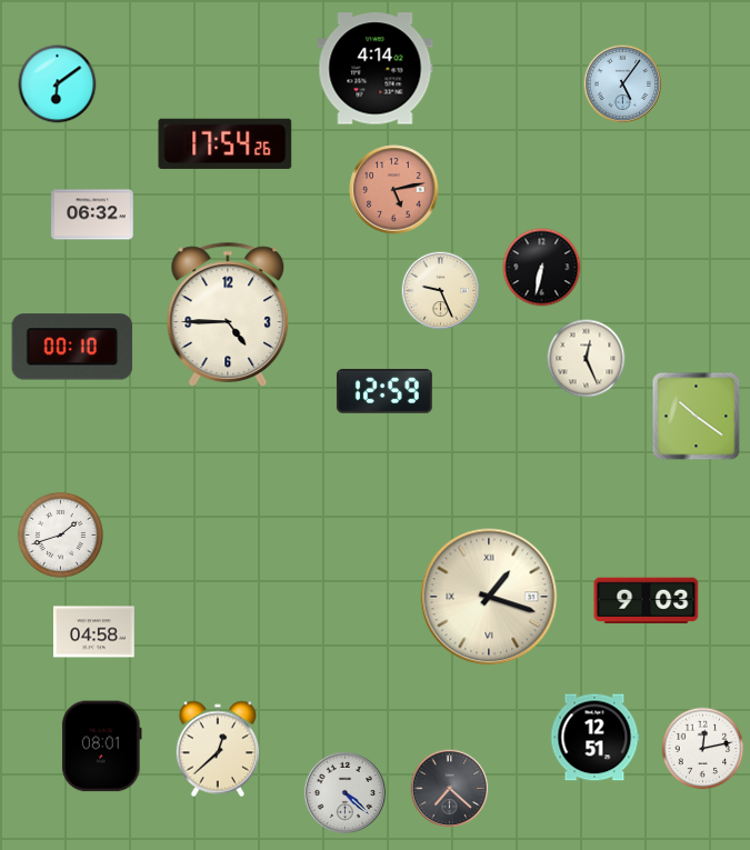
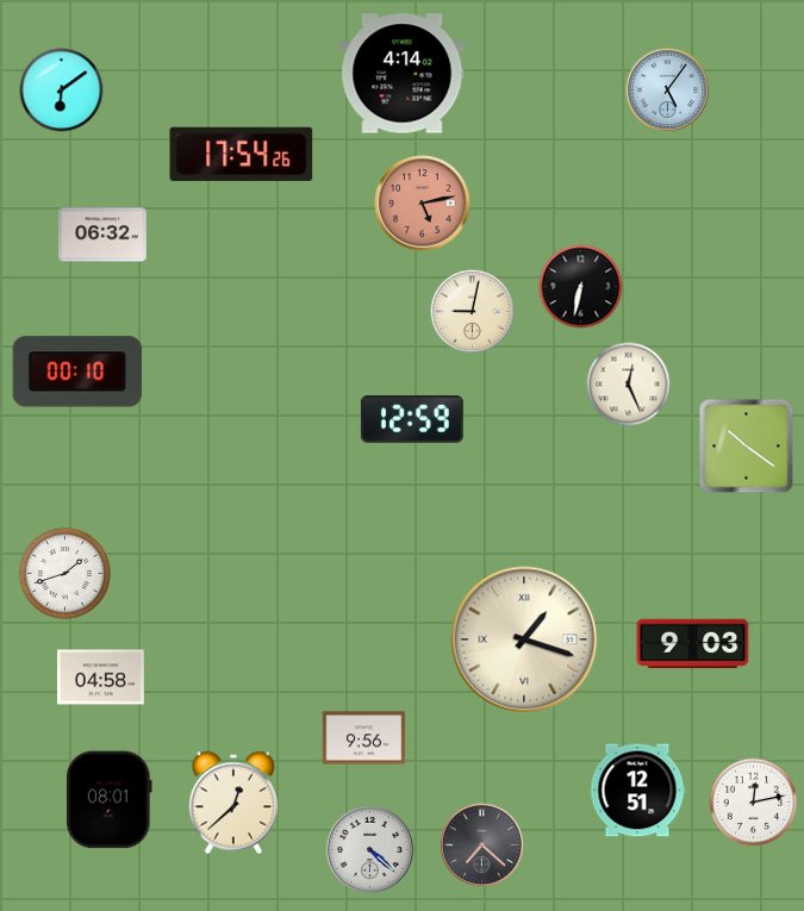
clock at (92, 214) position: (92, 214) -> (102, 235)
clock at (441, 291): 9:26 -> 9:02
clock at (228, 314): 4:45 -> none
clock at (364, 738): none -> 9:56
